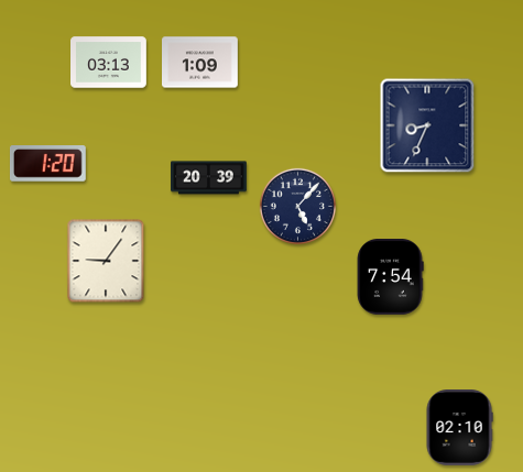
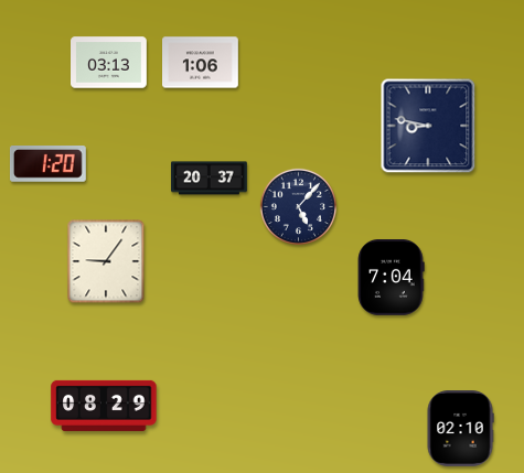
clock at (200, 63): 1:09 -> 1:06
clock at (427, 125): 8:34 -> 8:47
clock at (209, 178): 20:39 -> 20:37
clock at (390, 277): 7:54 -> 7:04
clock at (104, 406): none -> 08:29
